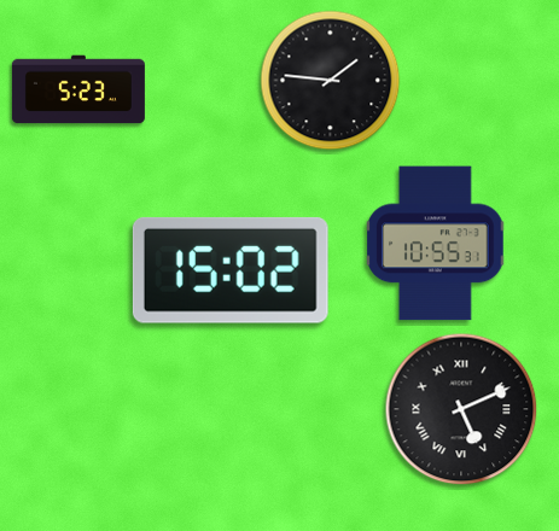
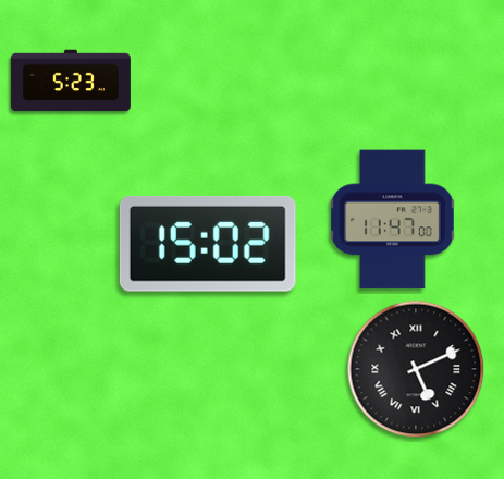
clock at (331, 81): 1:46 -> none
clock at (436, 244): 10:55 -> 11:47
